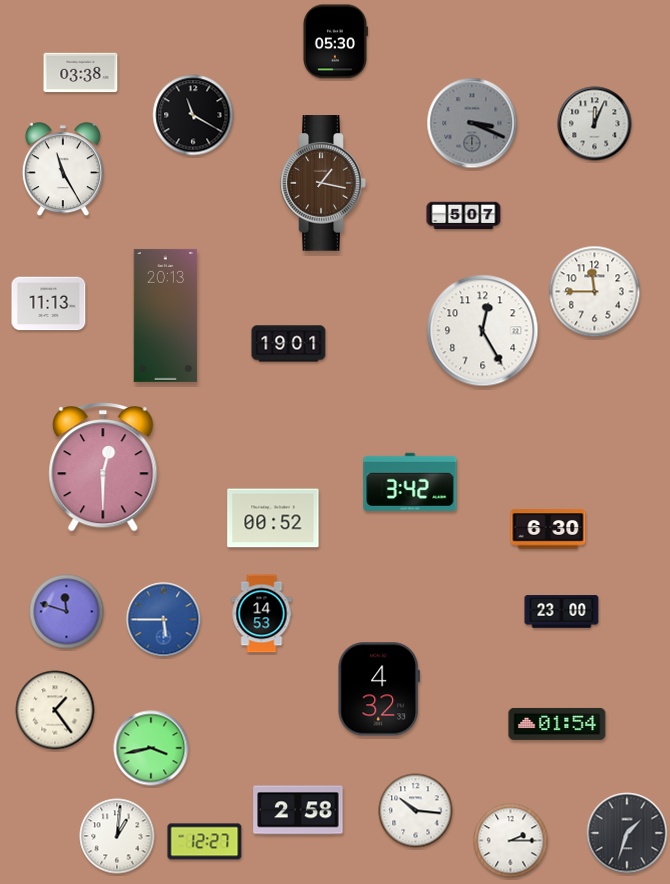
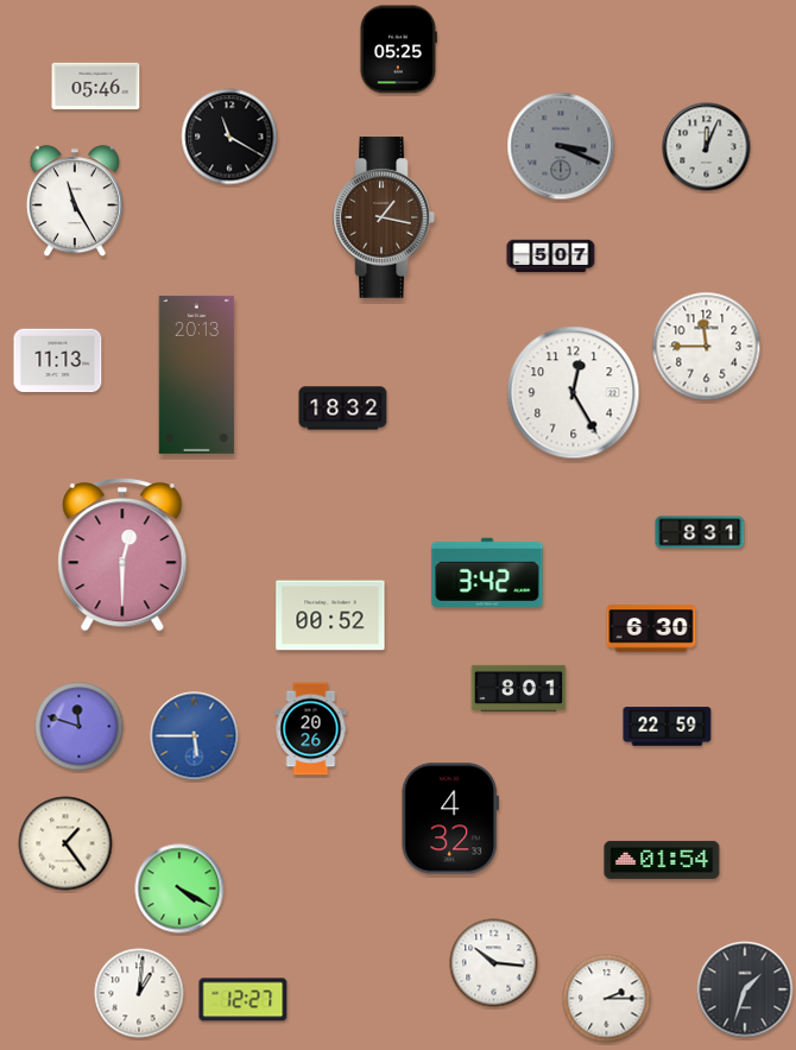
clock at (335, 42): 05:30 -> 05:25
clock at (81, 73): 03:38 -> 05:46
clock at (289, 344): 19:01 -> 18:32
clock at (700, 532): none -> 8:31
clock at (273, 518) position: (273, 518) -> (330, 615)
clock at (519, 688): none -> 8:01
clock at (562, 612): 23:00 -> 22:59
clock at (262, 614): 14:53 -> 20:26
clock at (151, 748): 3:43 -> 4:20
clock at (298, 810): 2:58 -> none
